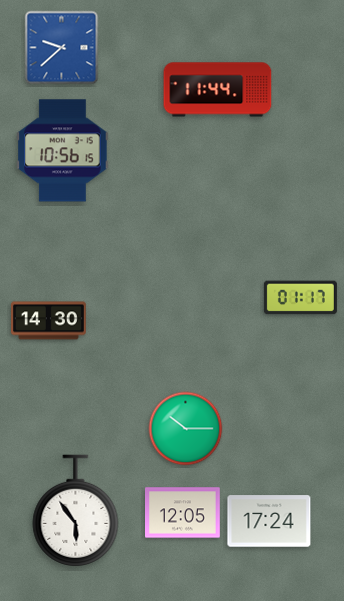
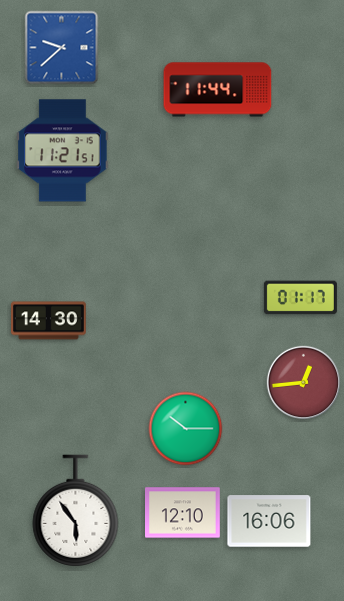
clock at (63, 151): 10:56 -> 11:21
clock at (303, 382): none -> 12:44
clock at (183, 513): 12:05 -> 12:10
clock at (269, 521): 17:24 -> 16:06
